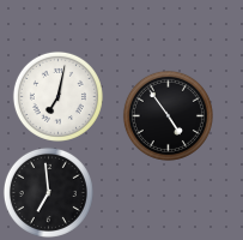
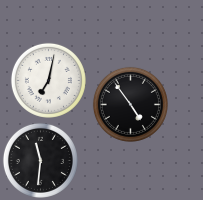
clock at (168, 115) position: (168, 115) -> (130, 104)
clock at (48, 192): 6:59 -> 11:31
